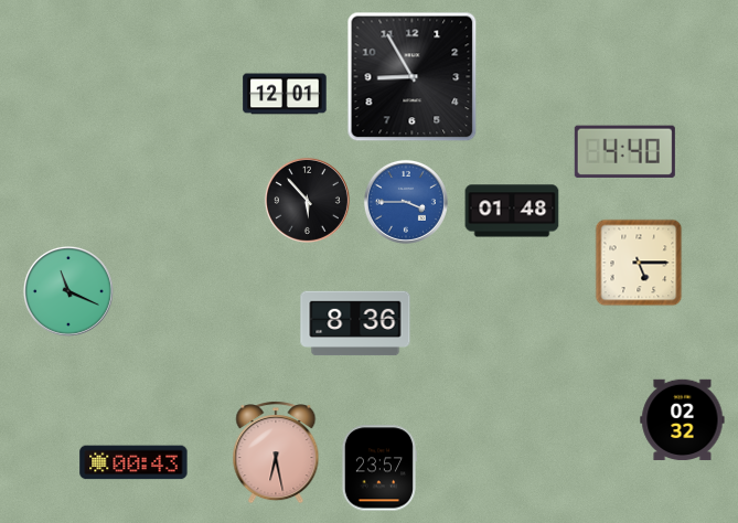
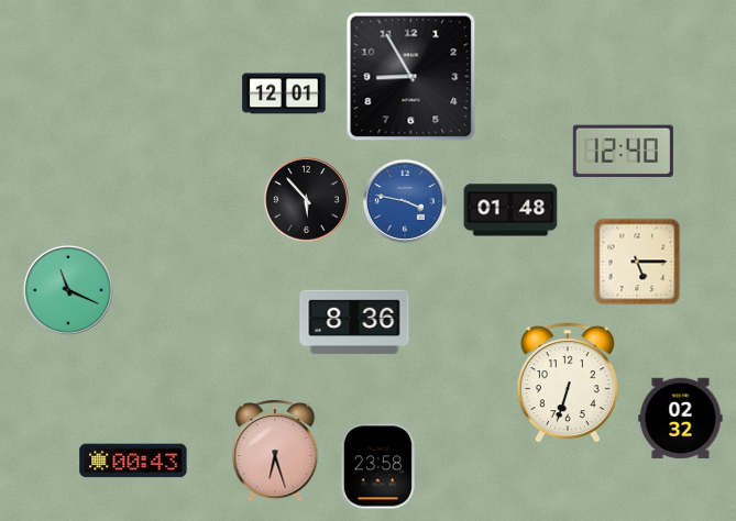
clock at (624, 151): 4:40 -> 12:40
clock at (406, 202): 3:45 -> 3:47
clock at (568, 383): none -> 6:33
clock at (276, 452): 6:28 -> 6:27
clock at (378, 468): 23:57 -> 23:58
